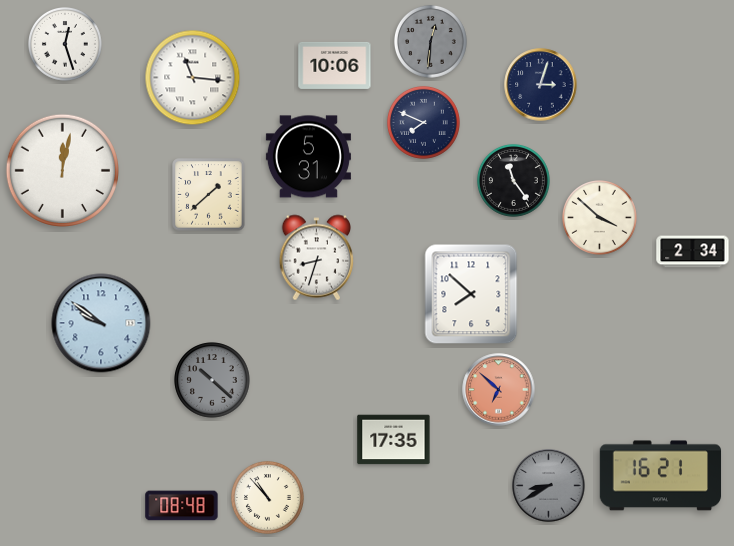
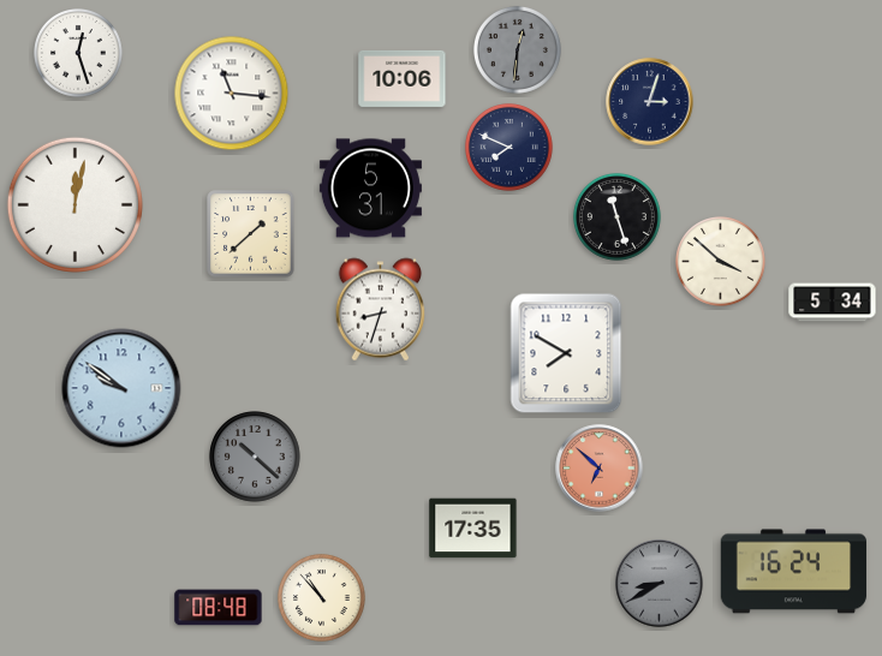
clock at (513, 180): 11:24 -> 11:27
clock at (693, 252): 2:34 -> 5:34
clock at (471, 294): 7:52 -> 7:50
clock at (661, 476): 16:21 -> 16:24
